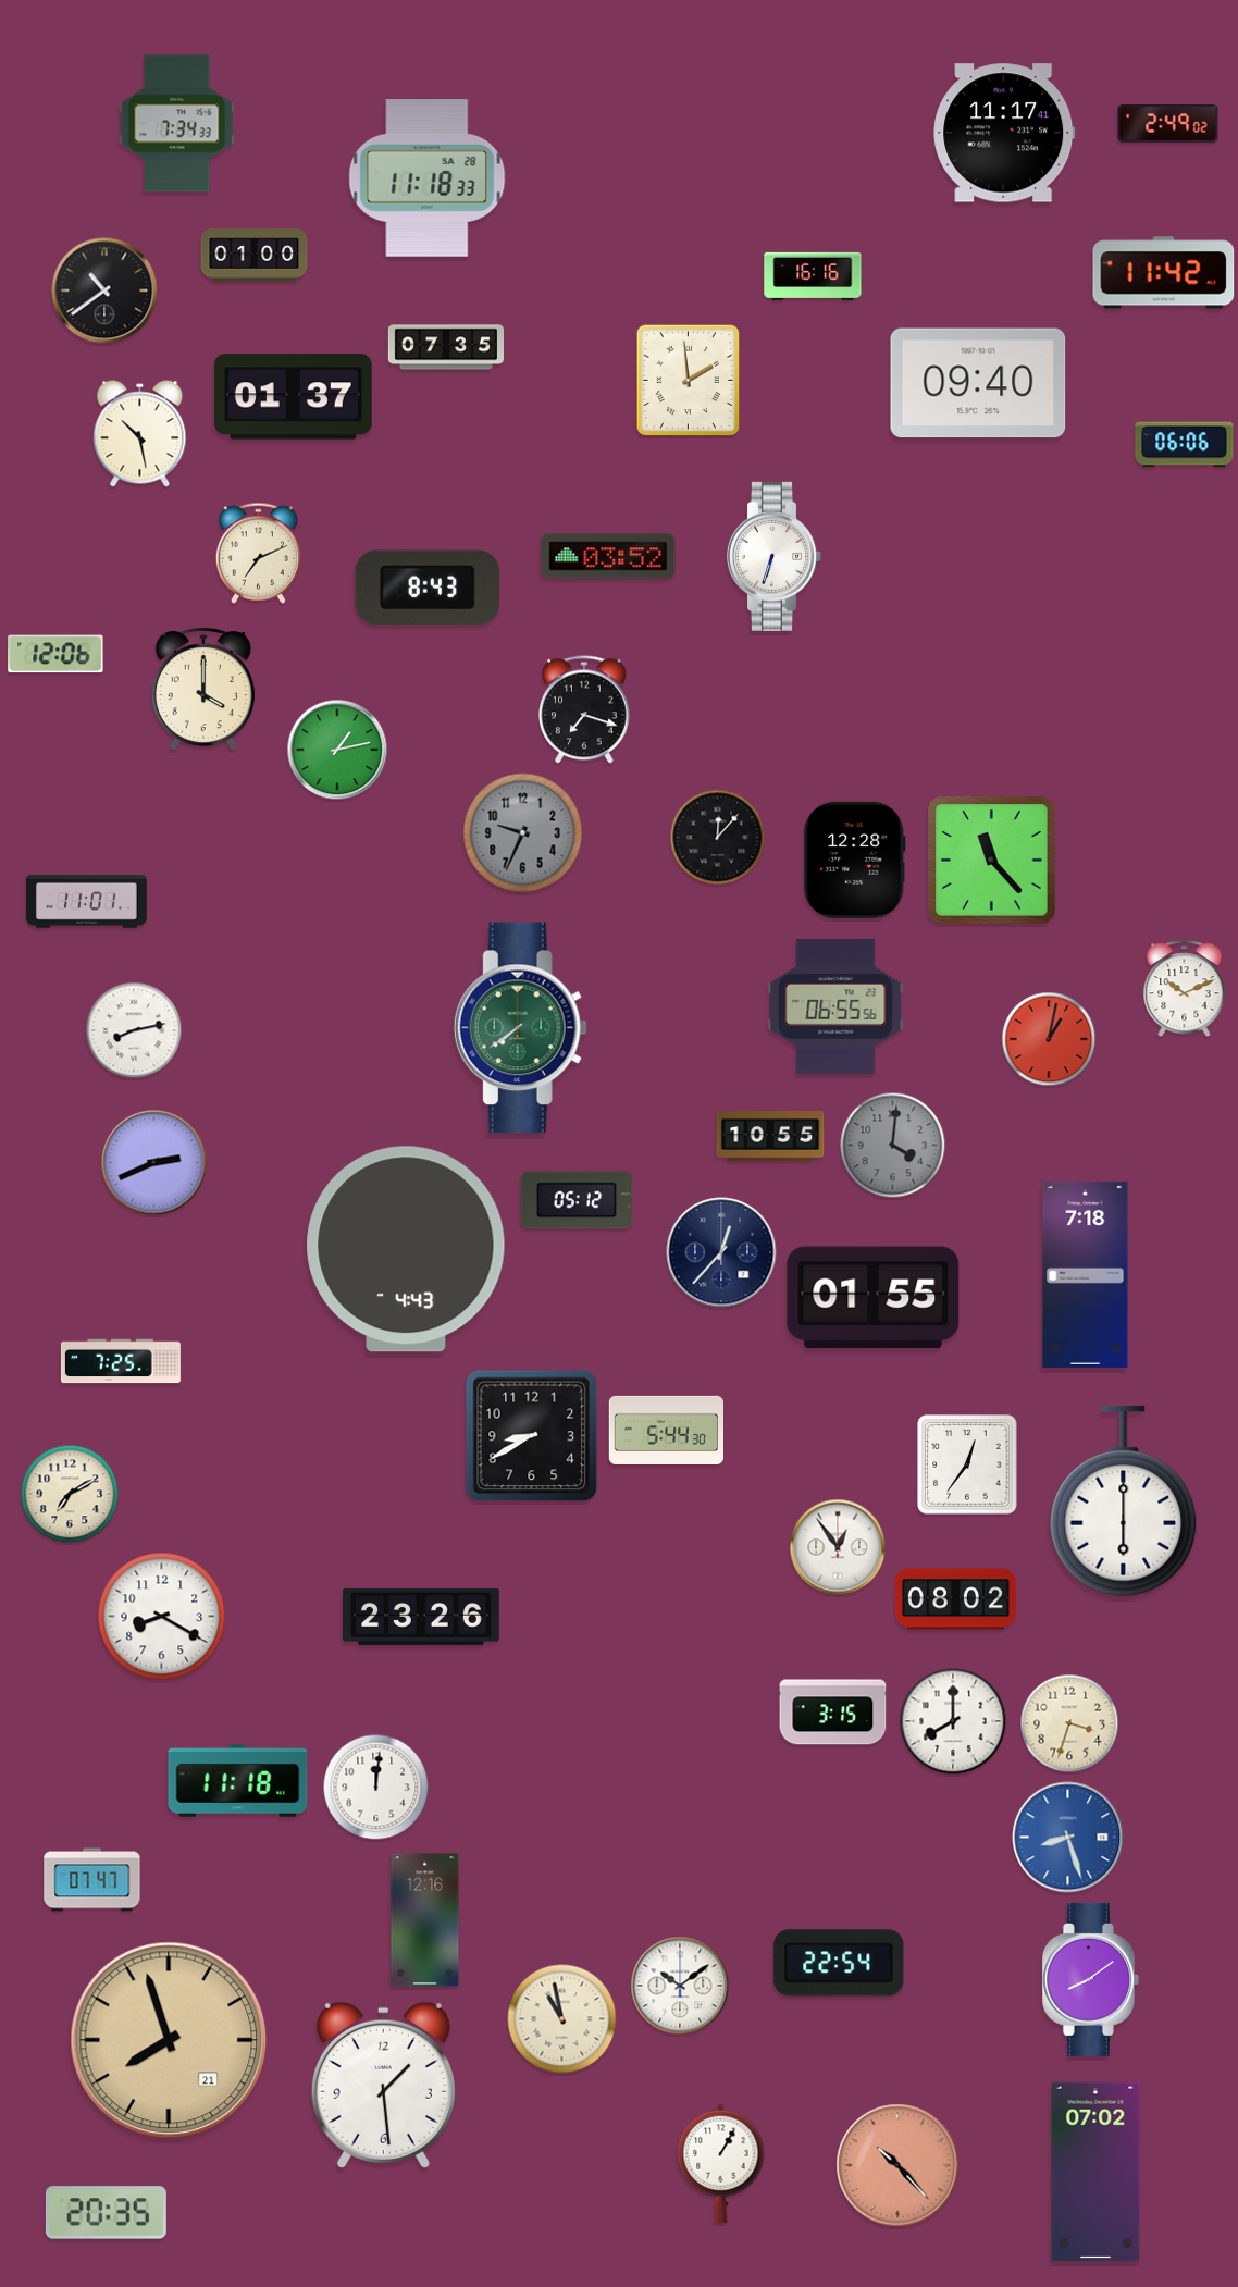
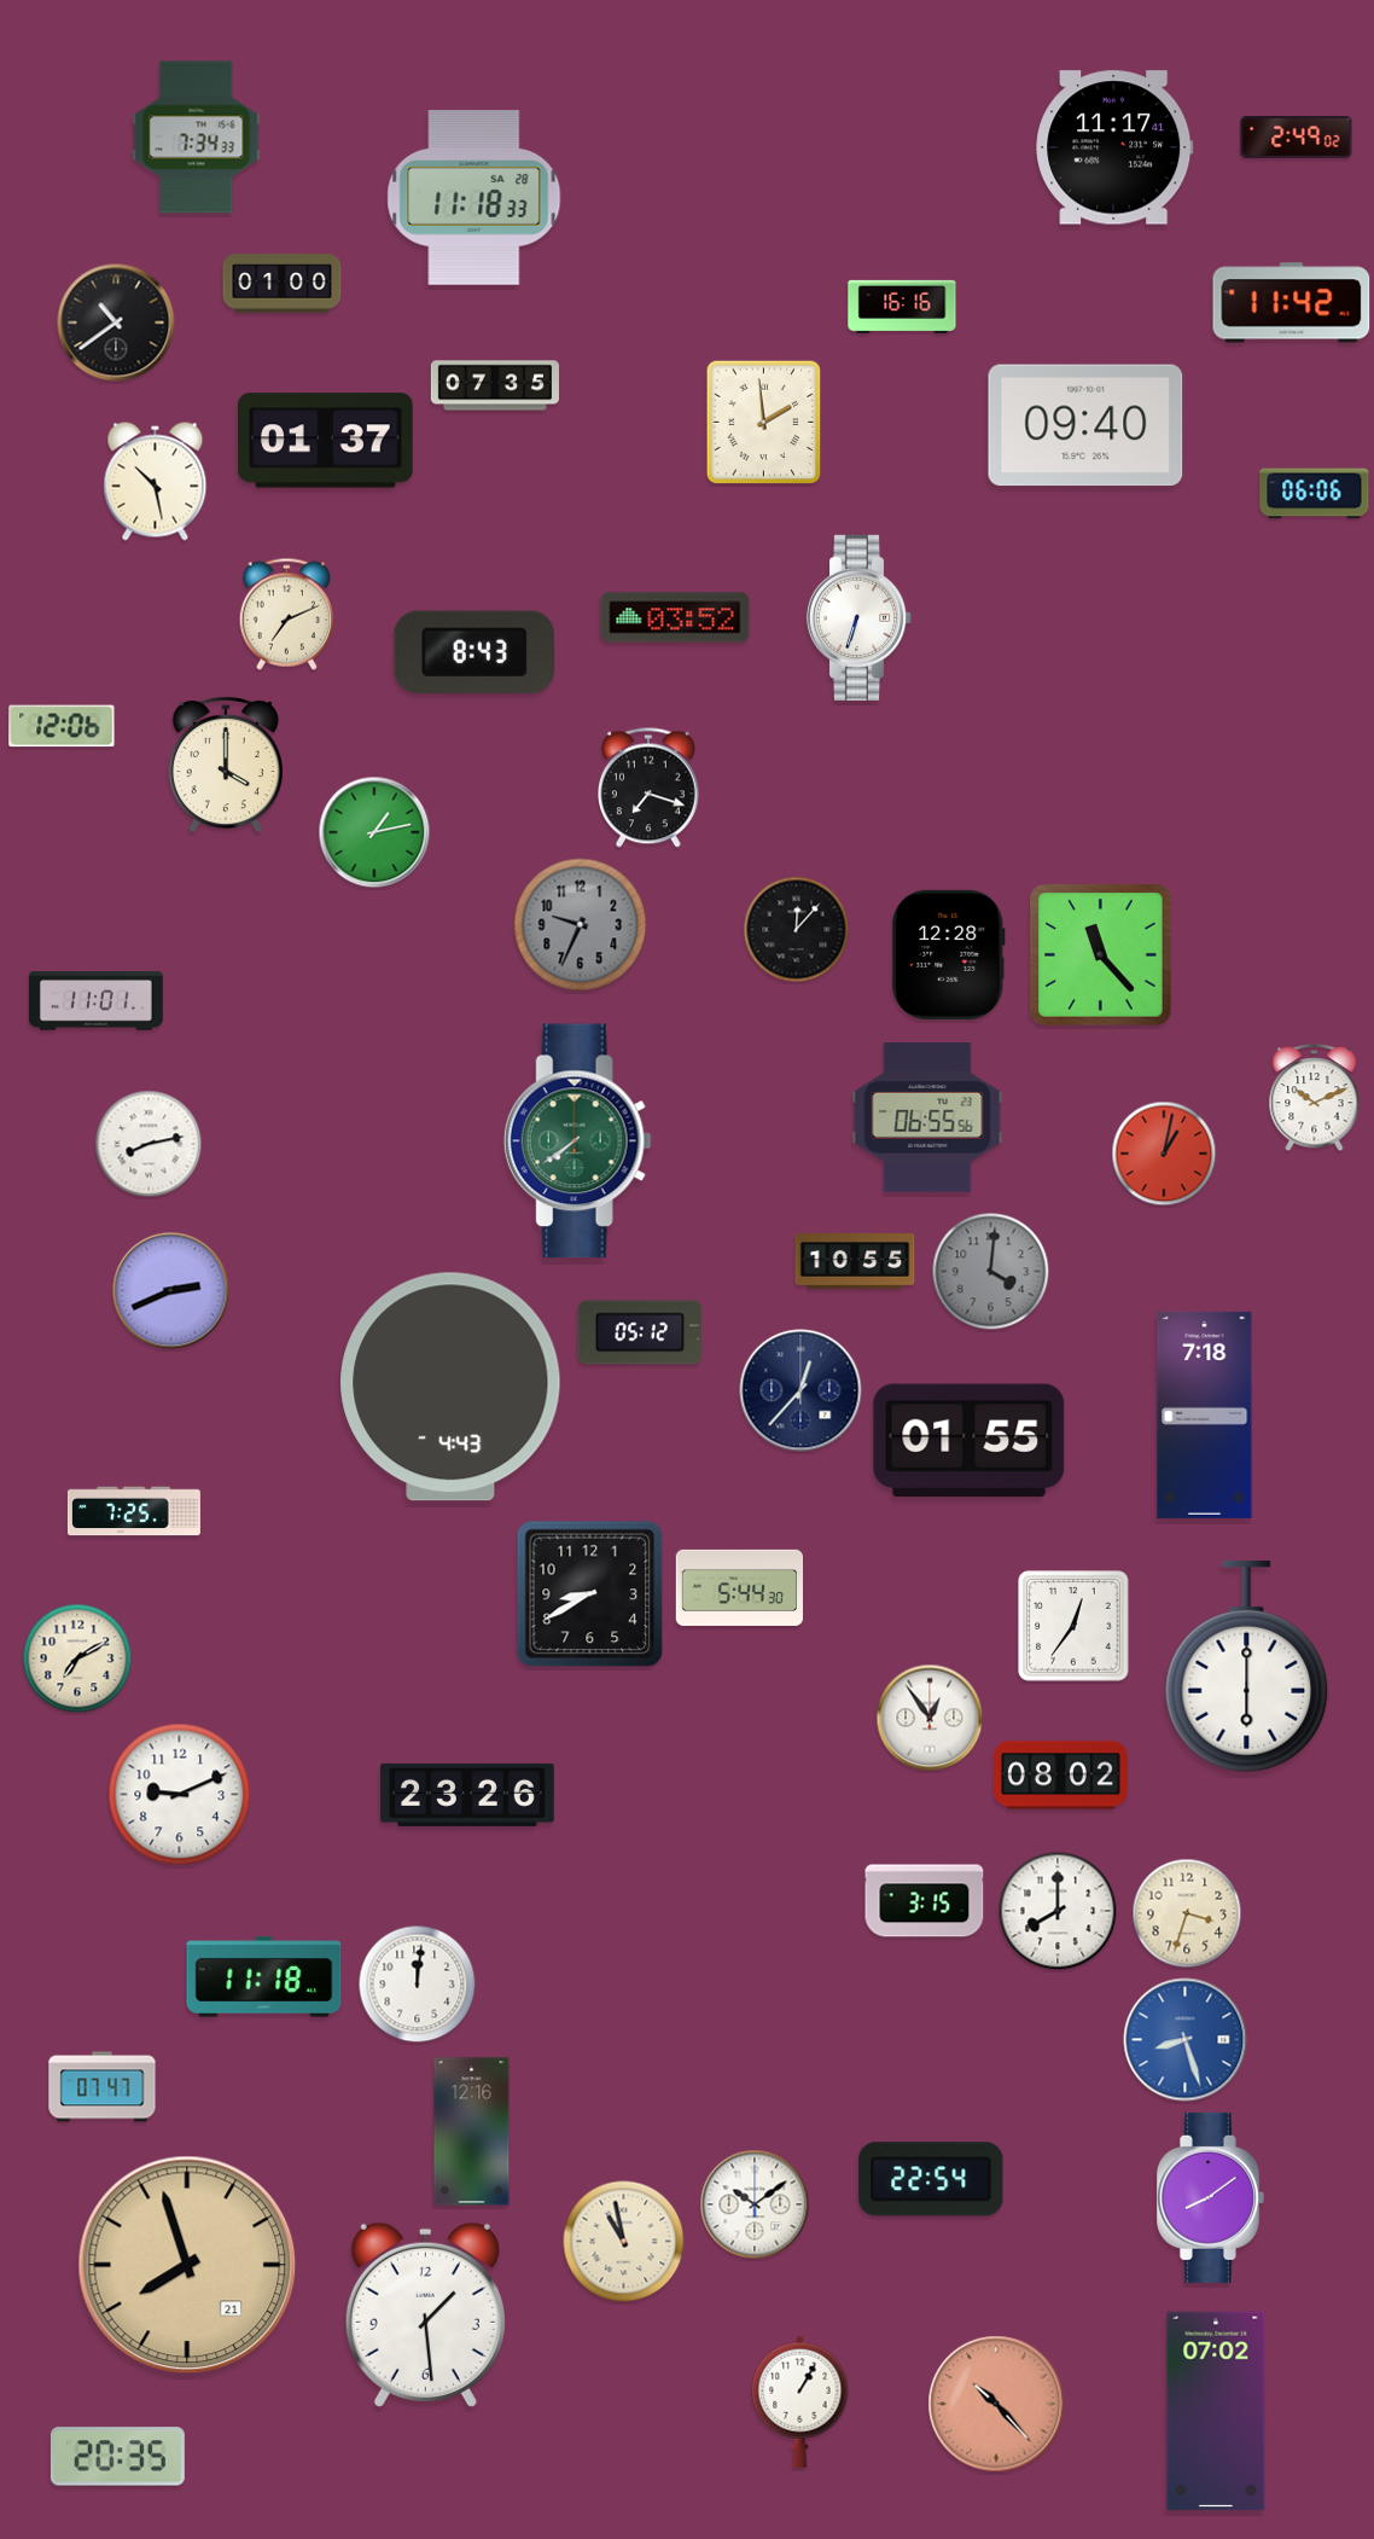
clock at (162, 1617): 8:20 -> 9:11
